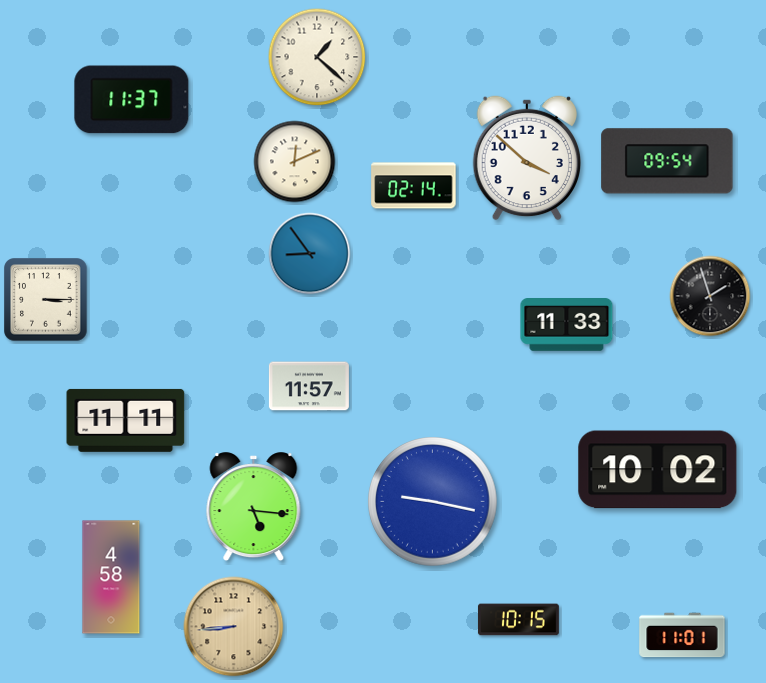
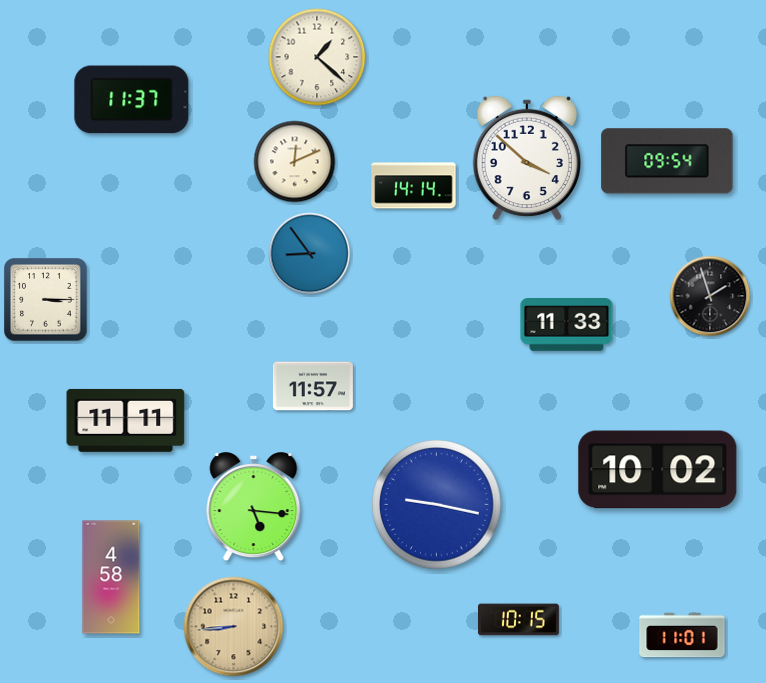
clock at (414, 186): 02:14 -> 14:14
clock at (309, 386) position: (309, 386) -> (313, 386)
clock at (433, 502) position: (433, 502) -> (437, 505)
